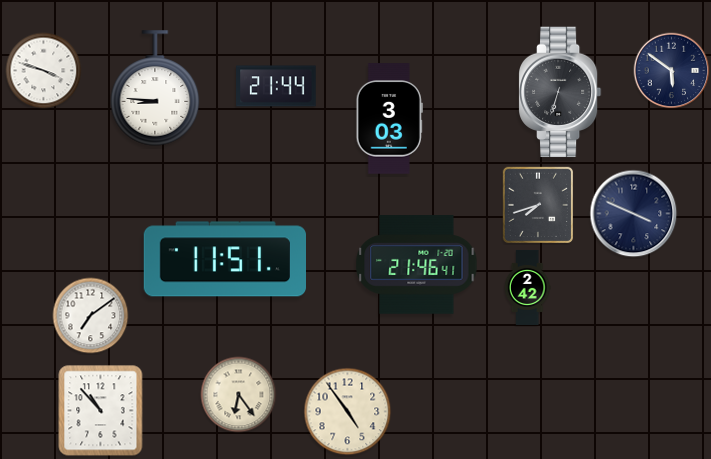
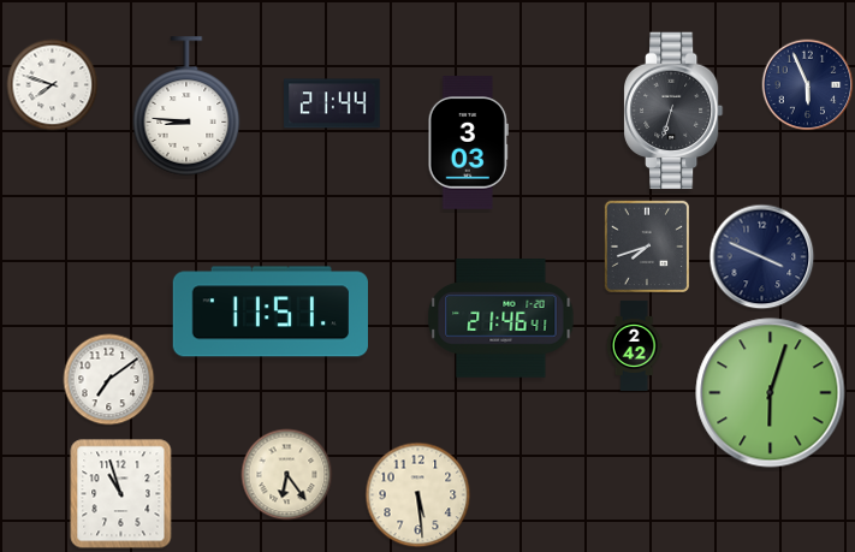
clock at (44, 71): 3:48 -> 7:48
clock at (672, 71): 5:51 -> 5:56
clock at (771, 393): none -> 6:03
clock at (101, 411): 10:53 -> 10:57
clock at (348, 412): 4:54 -> 5:29
